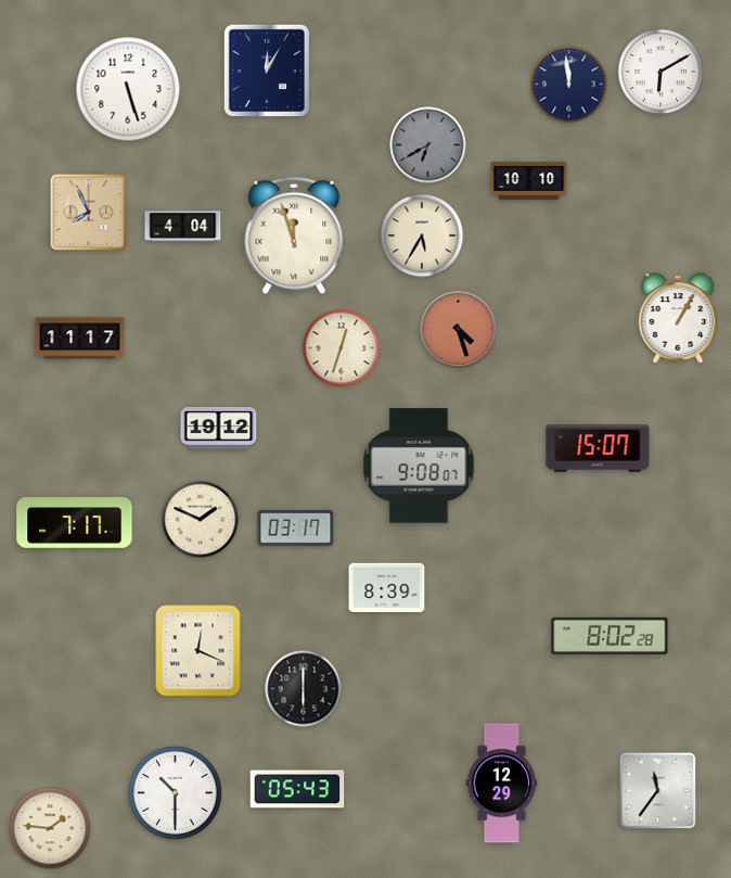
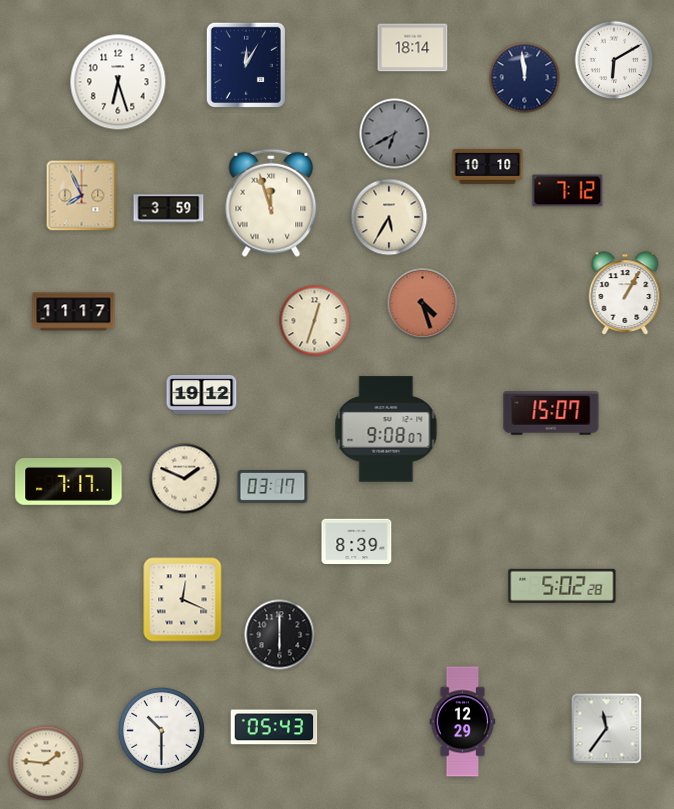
clock at (413, 48): none -> 18:14
clock at (661, 72) position: (661, 72) -> (614, 60)
clock at (128, 89): 5:27 -> 6:27
clock at (568, 191): none -> 7:12
clock at (183, 227): 4:04 -> 3:59
clock at (294, 236) position: (294, 236) -> (271, 203)
clock at (610, 636): 8:02 -> 5:02
